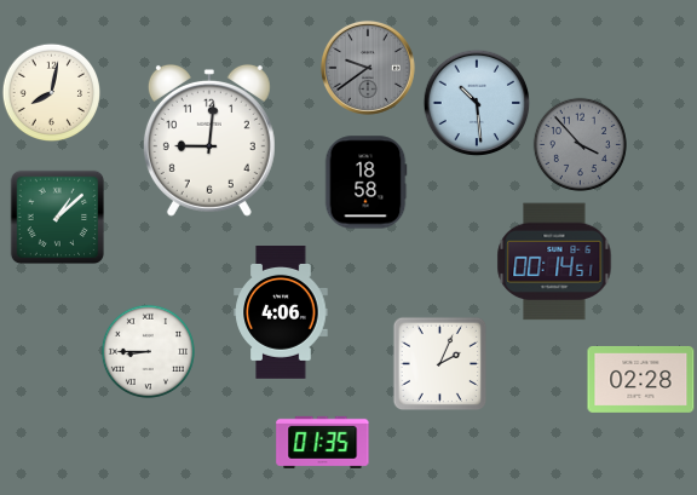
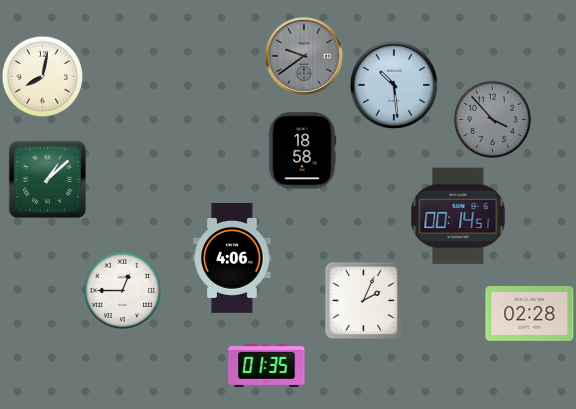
clock at (209, 140): 9:01 -> none
clock at (580, 144) position: (580, 144) -> (492, 119)
clock at (148, 351): 8:45 -> 12:45
